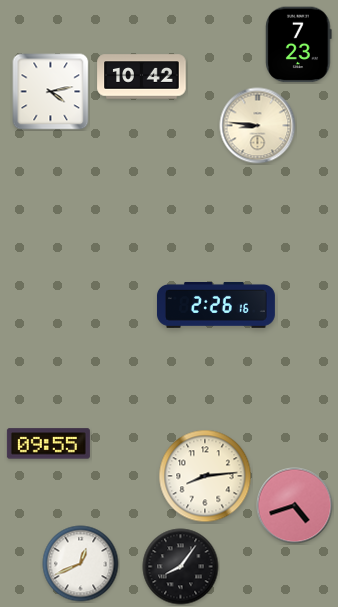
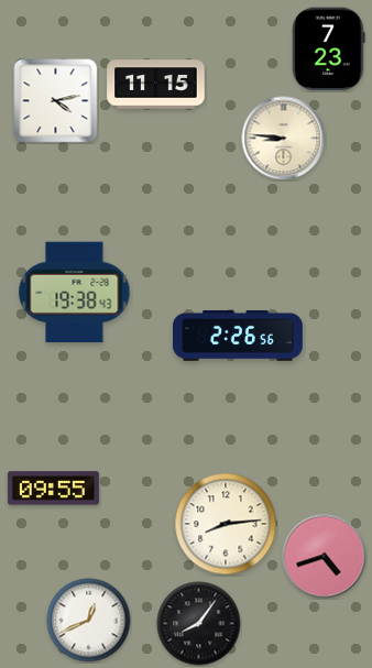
clock at (142, 77): 10:42 -> 11:15
clock at (75, 293): none -> 19:38
clock at (216, 305): 2:26:16 -> 2:26:56
